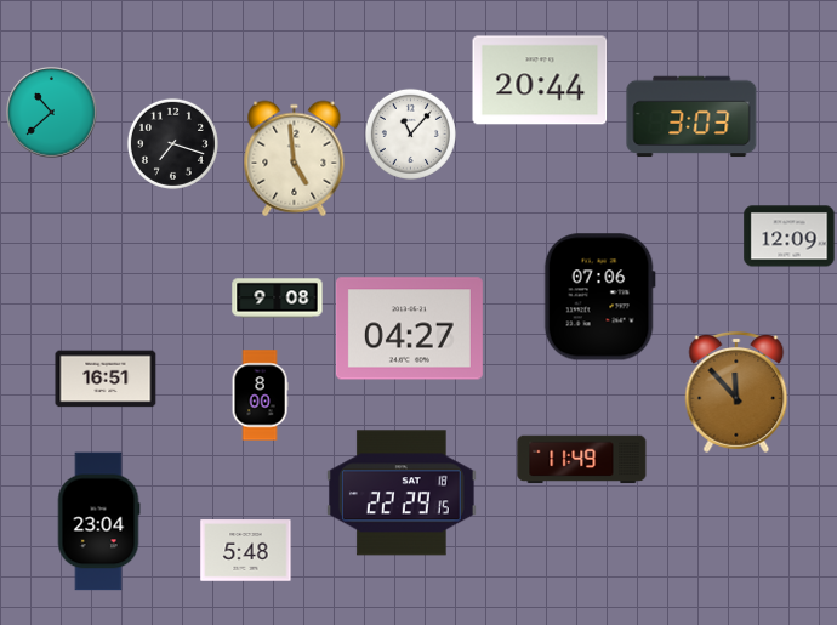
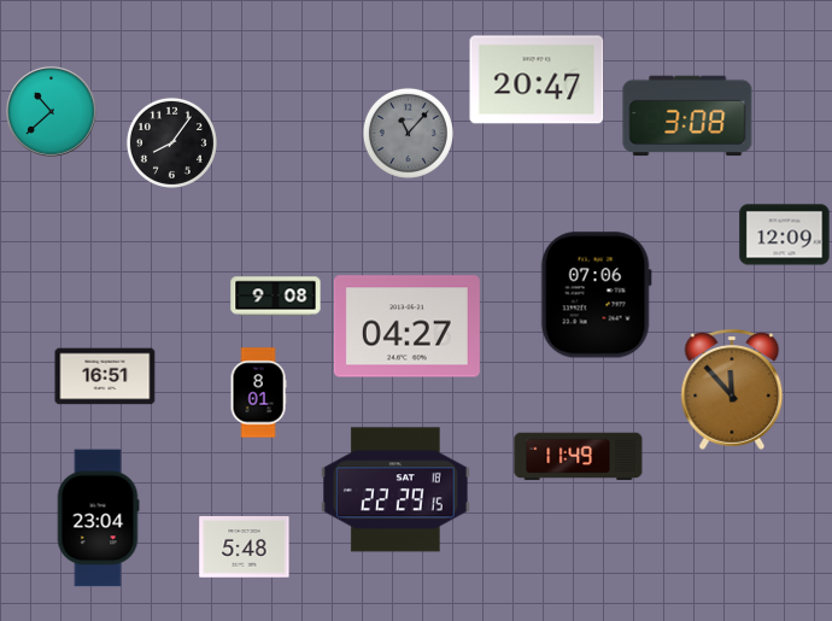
clock at (540, 80): 20:44 -> 20:47
clock at (691, 117): 3:03 -> 3:08
clock at (410, 133) dial: white -> grey
clock at (172, 143): 7:18 -> 8:06
clock at (295, 159): 4:59 -> none
clock at (260, 396): 8:00 -> 8:01
clock at (403, 493) position: (403, 493) -> (397, 490)
